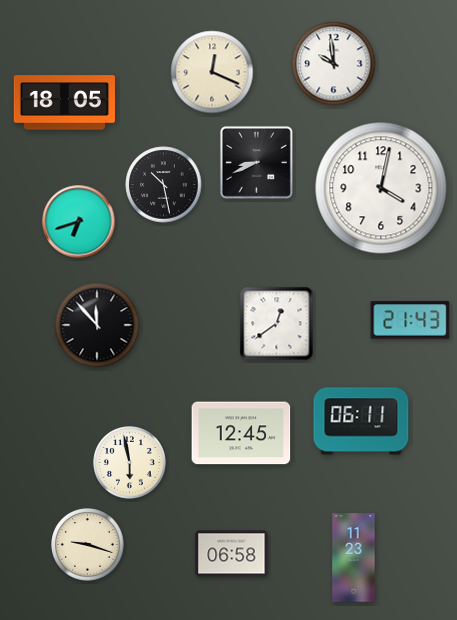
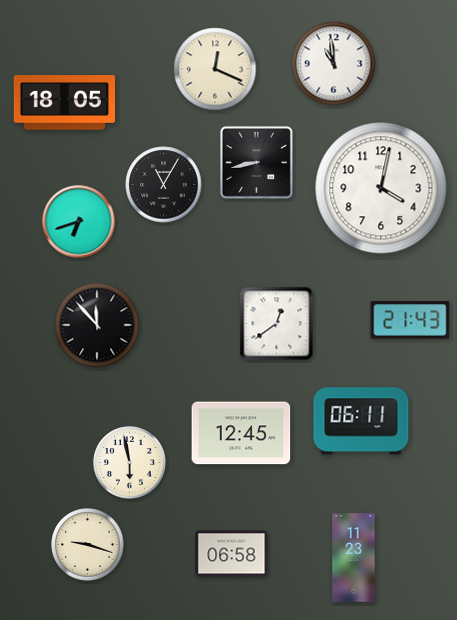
clock at (334, 64): 9:59 -> 10:59
clock at (212, 72) position: (212, 72) -> (215, 69)
clock at (256, 162): 8:41 -> 8:43
clock at (164, 185): 10:28 -> 11:05
